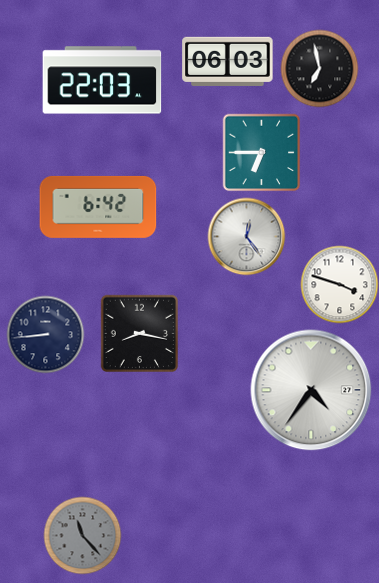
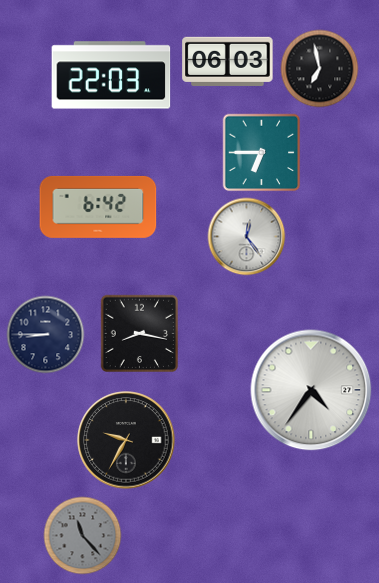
clock at (102, 80) position: (102, 80) -> (111, 75)
clock at (339, 284): 3:48 -> none
clock at (45, 334): 8:44 -> 8:45
clock at (126, 440): none -> 9:35
